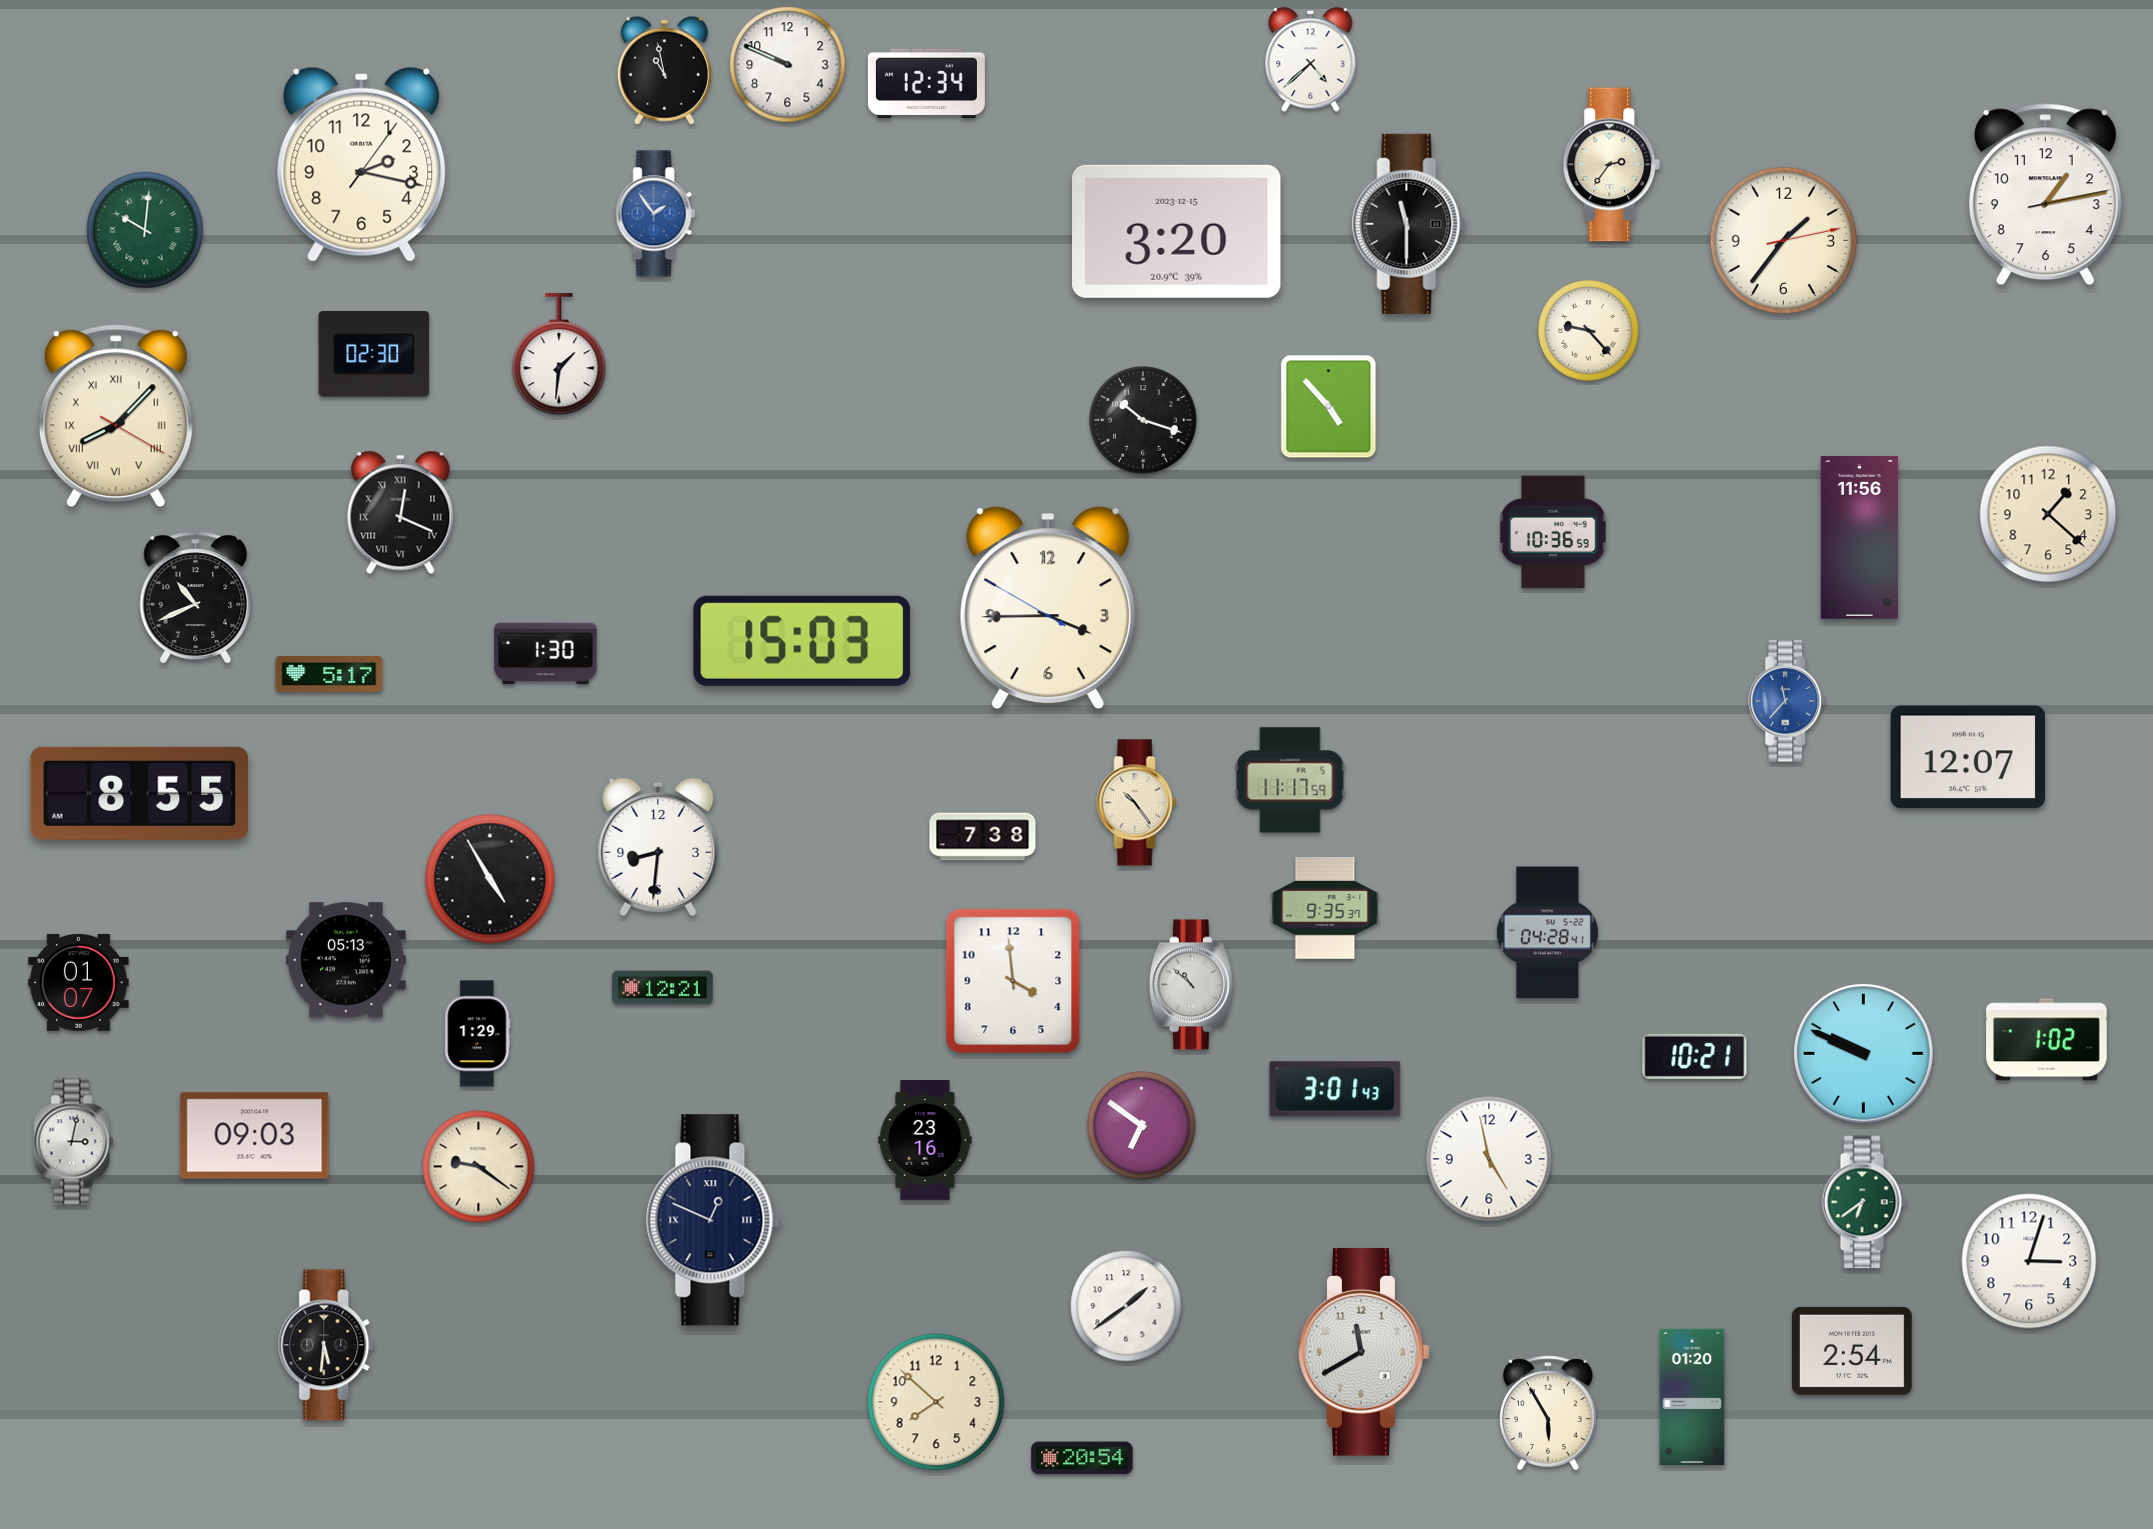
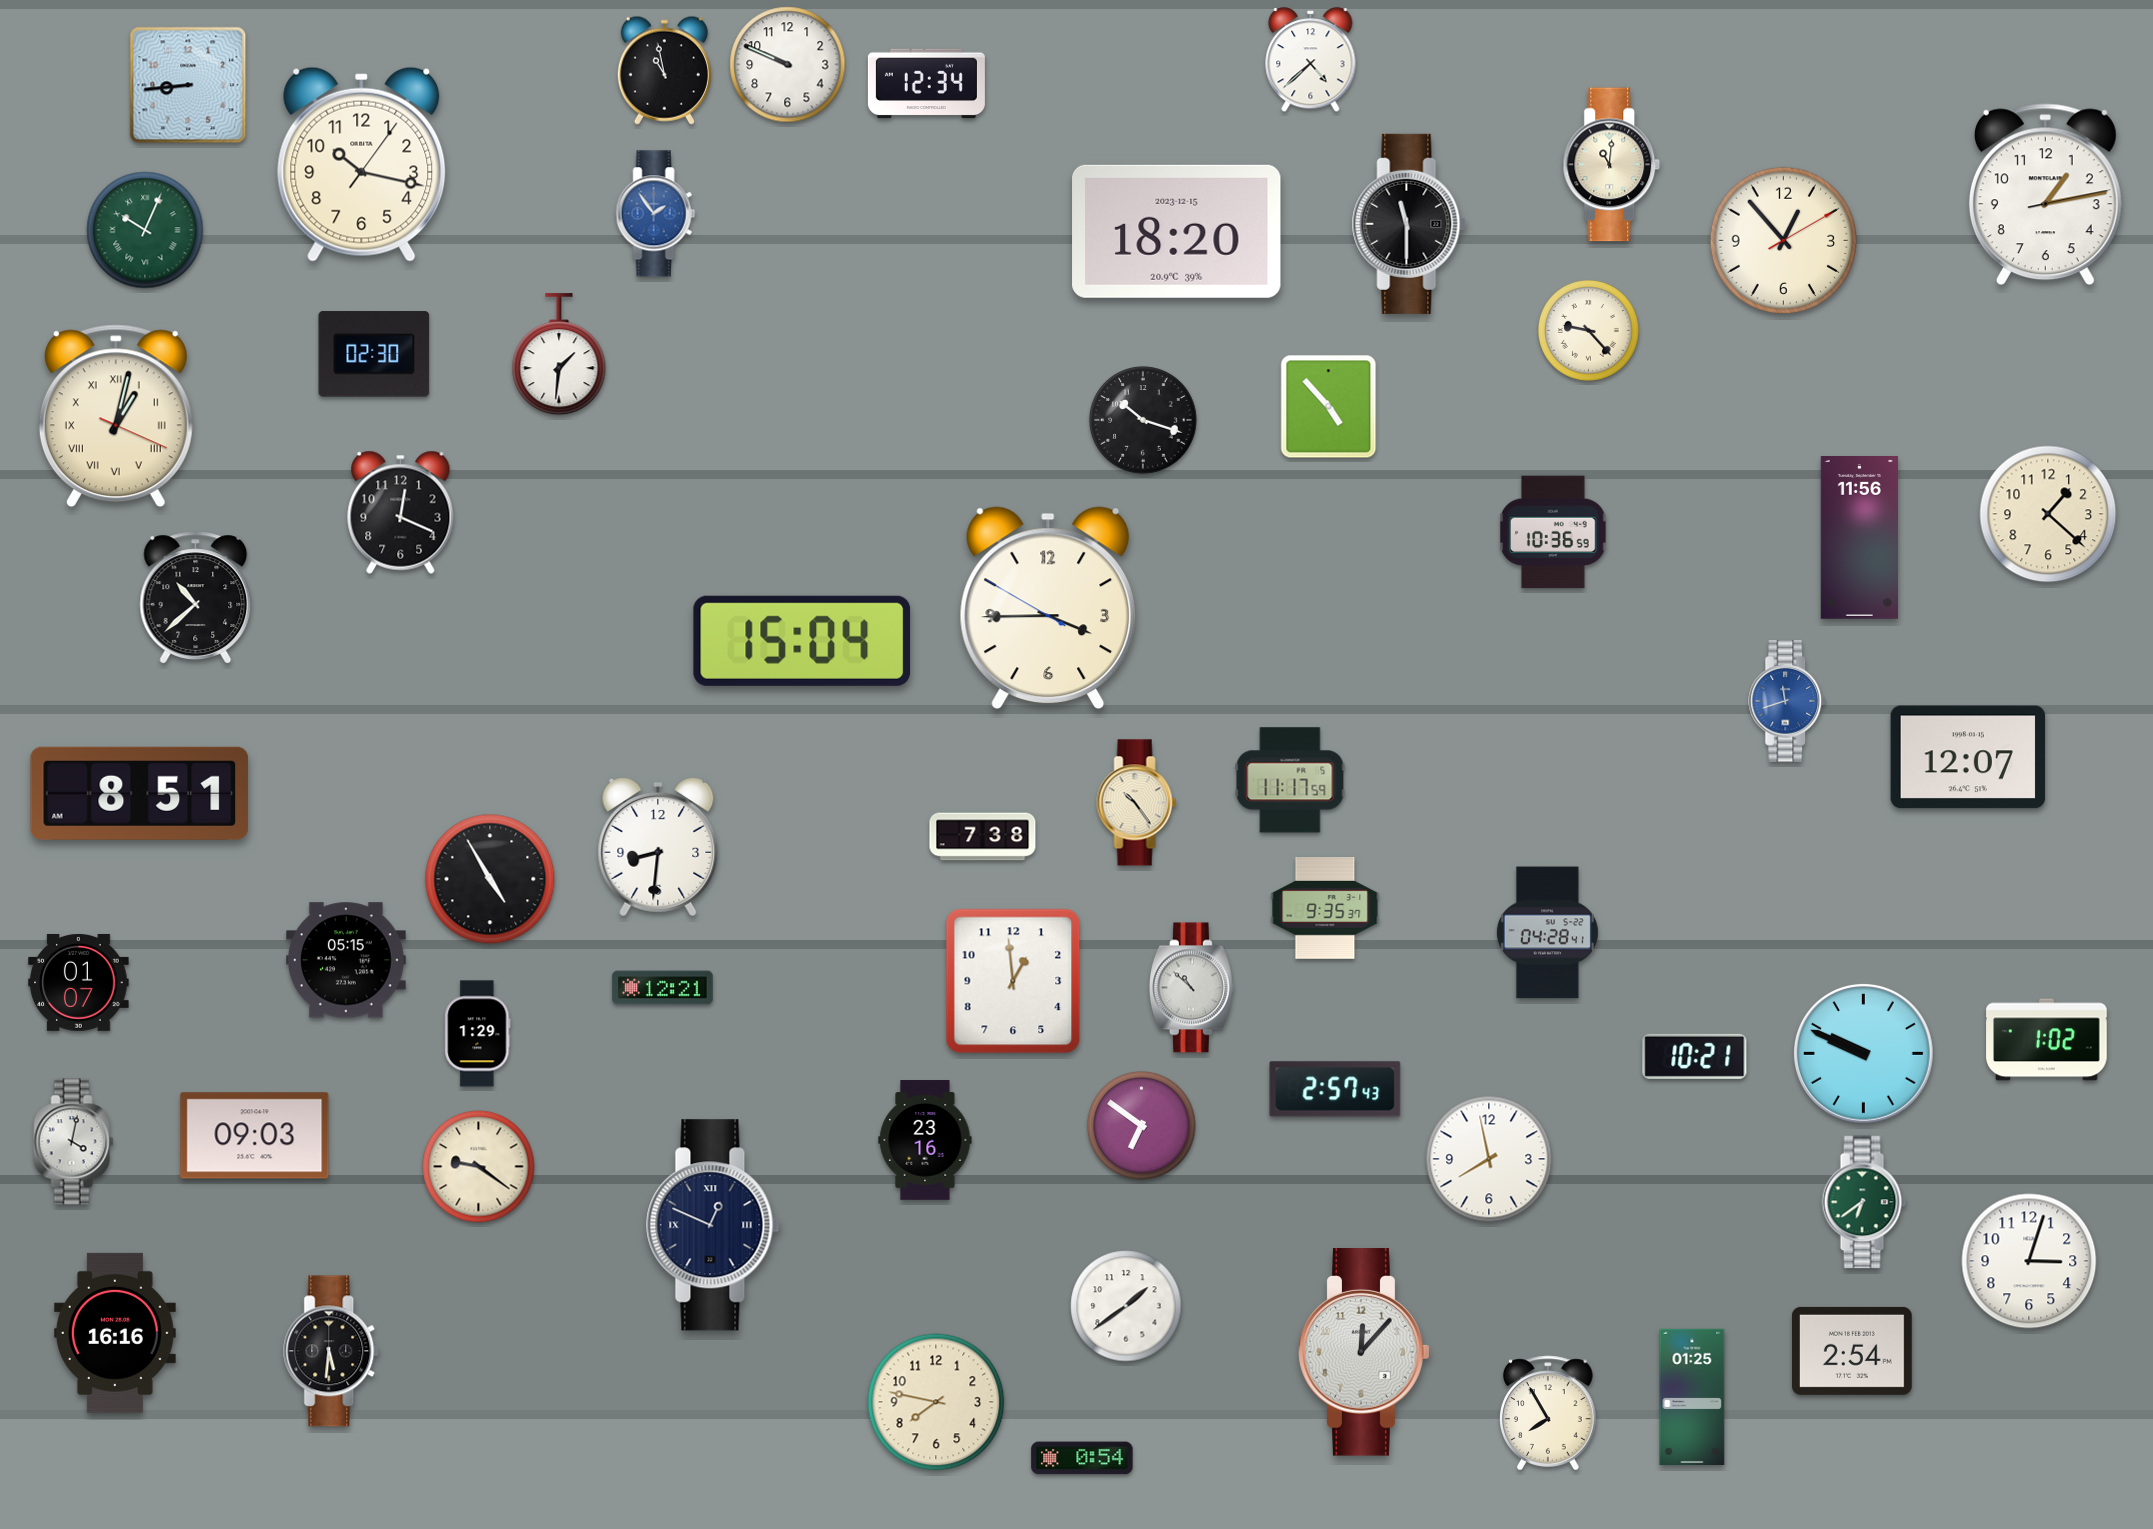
clock at (188, 85): none -> 8:44
clock at (362, 164): 2:17 -> 10:17
clock at (1612, 165): 2:36 -> 11:01
clock at (145, 230): 10:01 -> 10:04
clock at (1177, 231): 3:20 -> 18:20
clock at (1784, 241): 1:36 -> 12:53
clock at (116, 416): 8:07 -> 1:02
clock at (401, 512) numerals: Roman -> Arabic
clock at (196, 598): 10:41 -> 10:38
clock at (802, 641): 15:03 -> 15:04
clock at (546, 654): 1:30 -> none
clock at (329, 674): 5:17 -> none
clock at (1788, 701): 11:37 -> 11:42
clock at (140, 793): 8:55 -> 8:51
clock at (347, 960): 05:13 -> 05:15
clock at (1013, 981): 3:59 -> 12:59
clock at (1191, 985) position: (1191, 985) -> (1191, 988)
clock at (1335, 1089): 3:01 -> 2:57
clock at (74, 1142): 3:02 -> 4:02
clock at (1489, 1159): 4:58 -> 7:58
clock at (713, 1220) position: (713, 1220) -> (713, 1225)
clock at (115, 1333): none -> 16:16
clock at (327, 1345) position: (327, 1345) -> (332, 1351)
clock at (1364, 1352): 11:40 -> 12:07
clock at (1692, 1396): 01:20 -> 01:25
clock at (936, 1402): 7:52 -> 7:47
clock at (1548, 1413): 5:55 -> 7:55
clock at (1082, 1458): 20:54 -> 0:54
